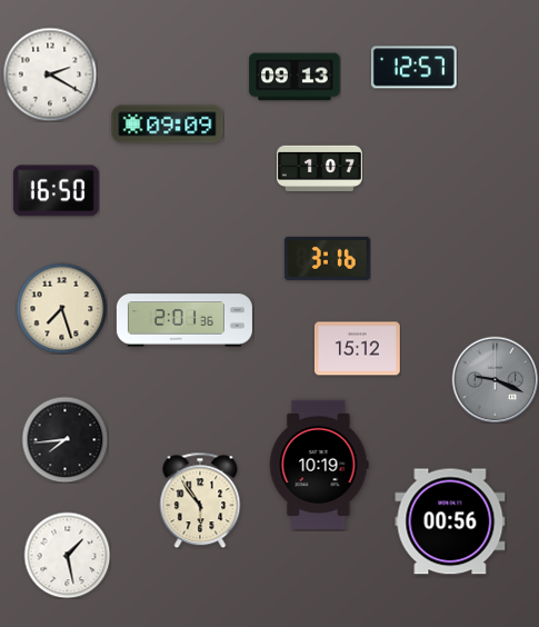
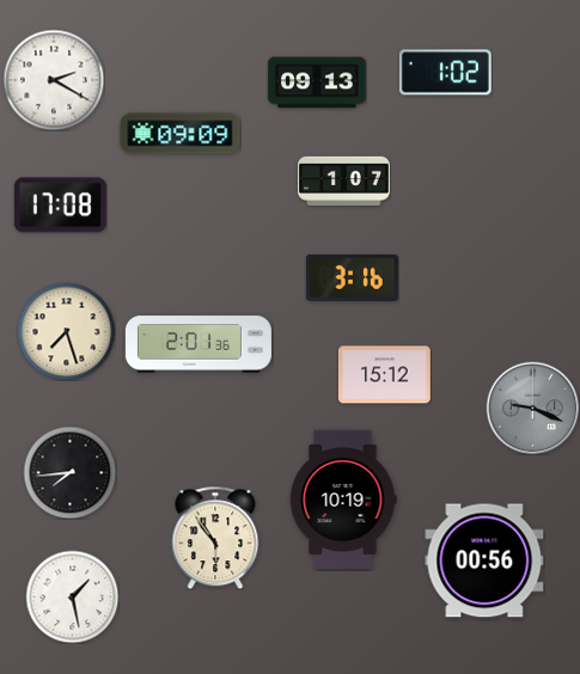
clock at (413, 68): 12:57 -> 1:02
clock at (56, 191): 16:50 -> 17:08
